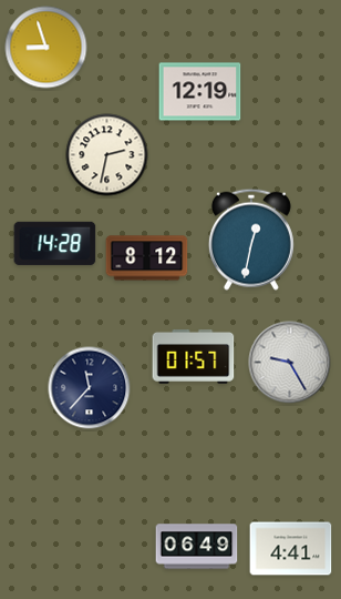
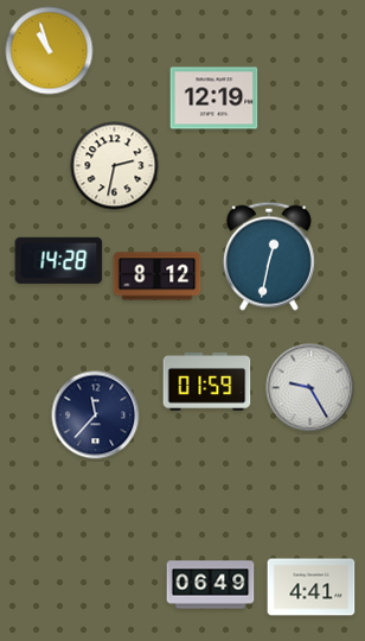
clock at (46, 48): 8:57 -> 10:57
clock at (194, 356): 01:57 -> 01:59
